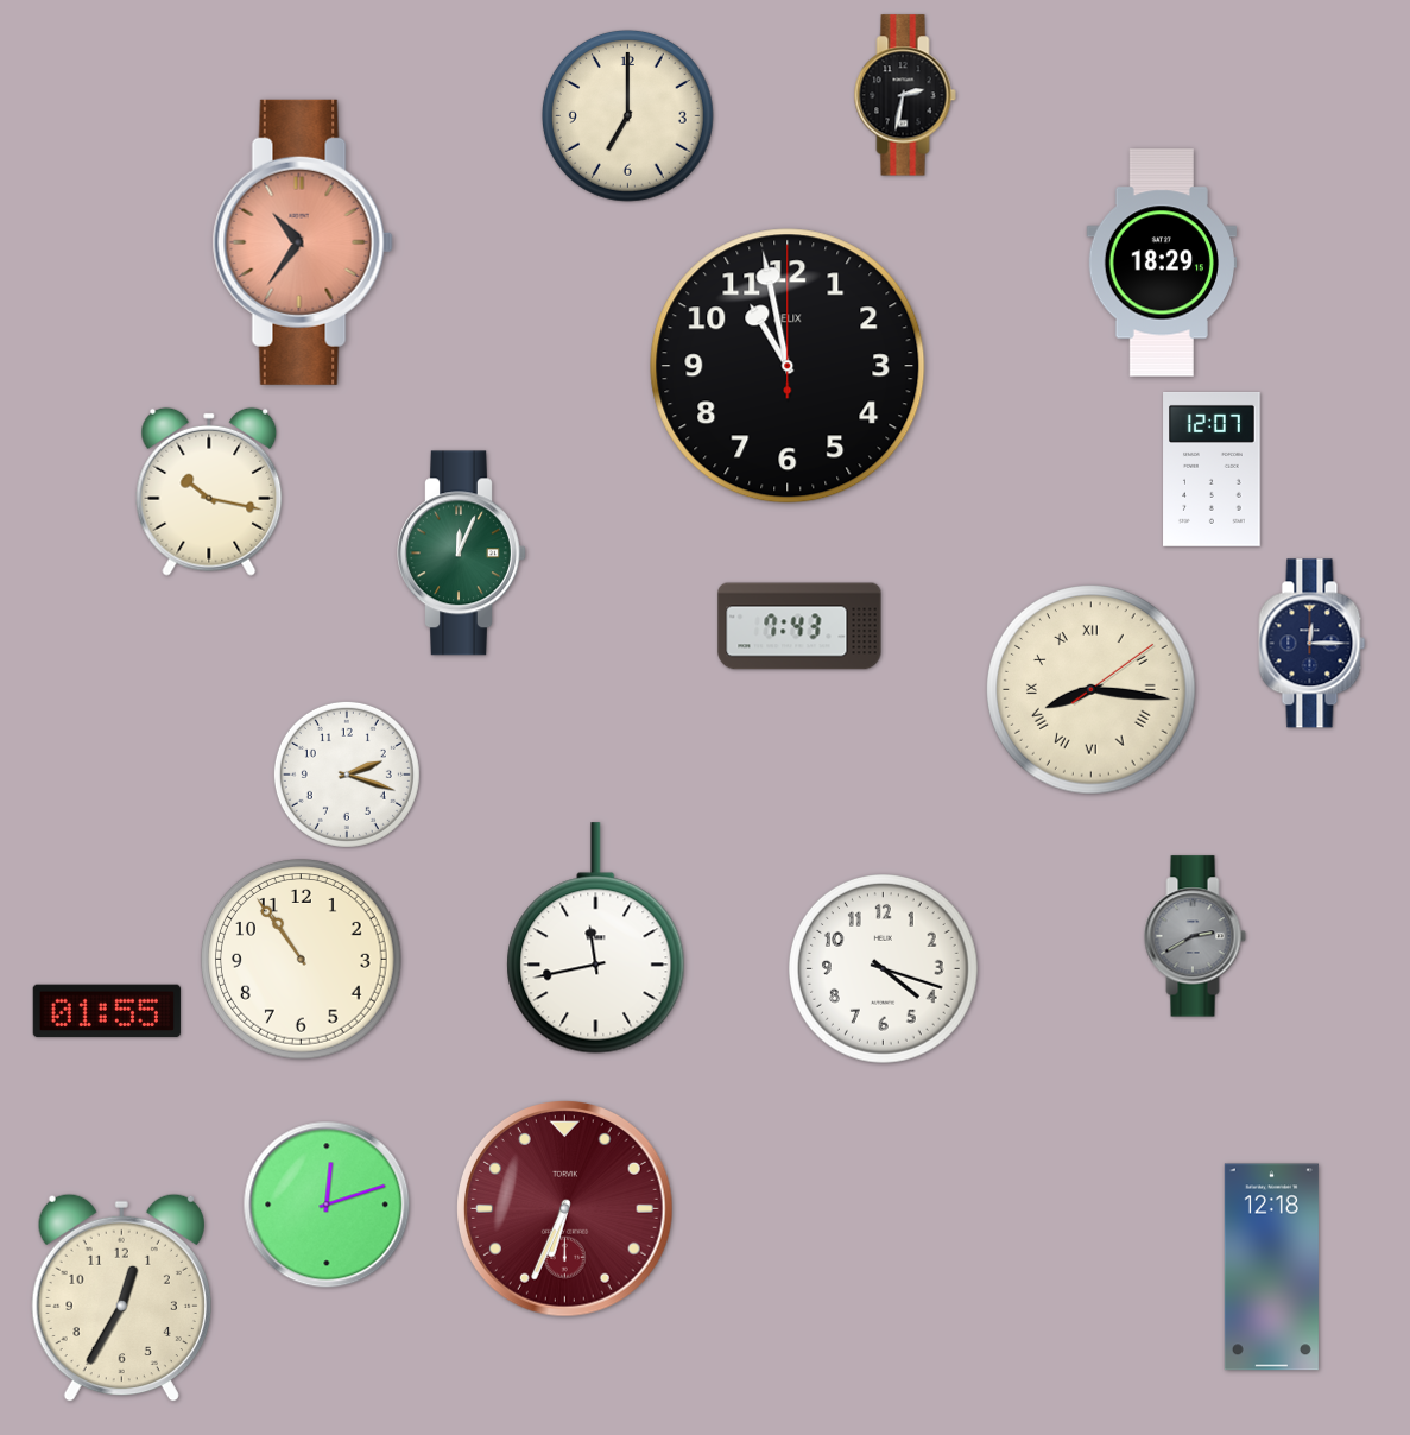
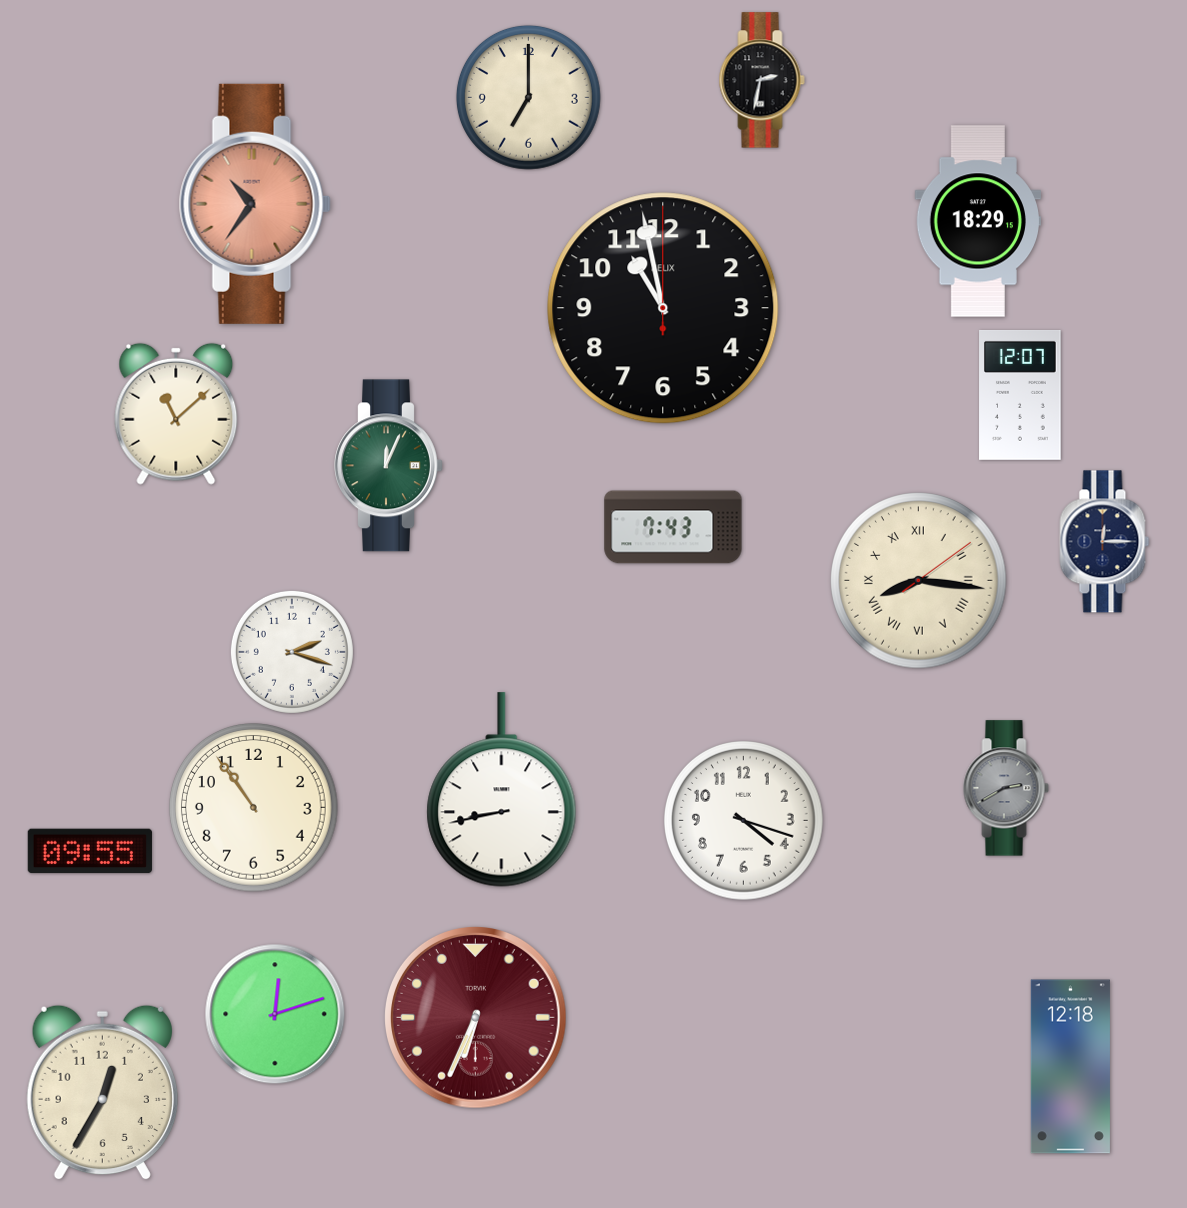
clock at (209, 492): 10:17 -> 11:08
clock at (596, 938): 11:43 -> 8:43
clock at (884, 969) position: (884, 969) -> (744, 821)
clock at (107, 1011): 01:55 -> 09:55
